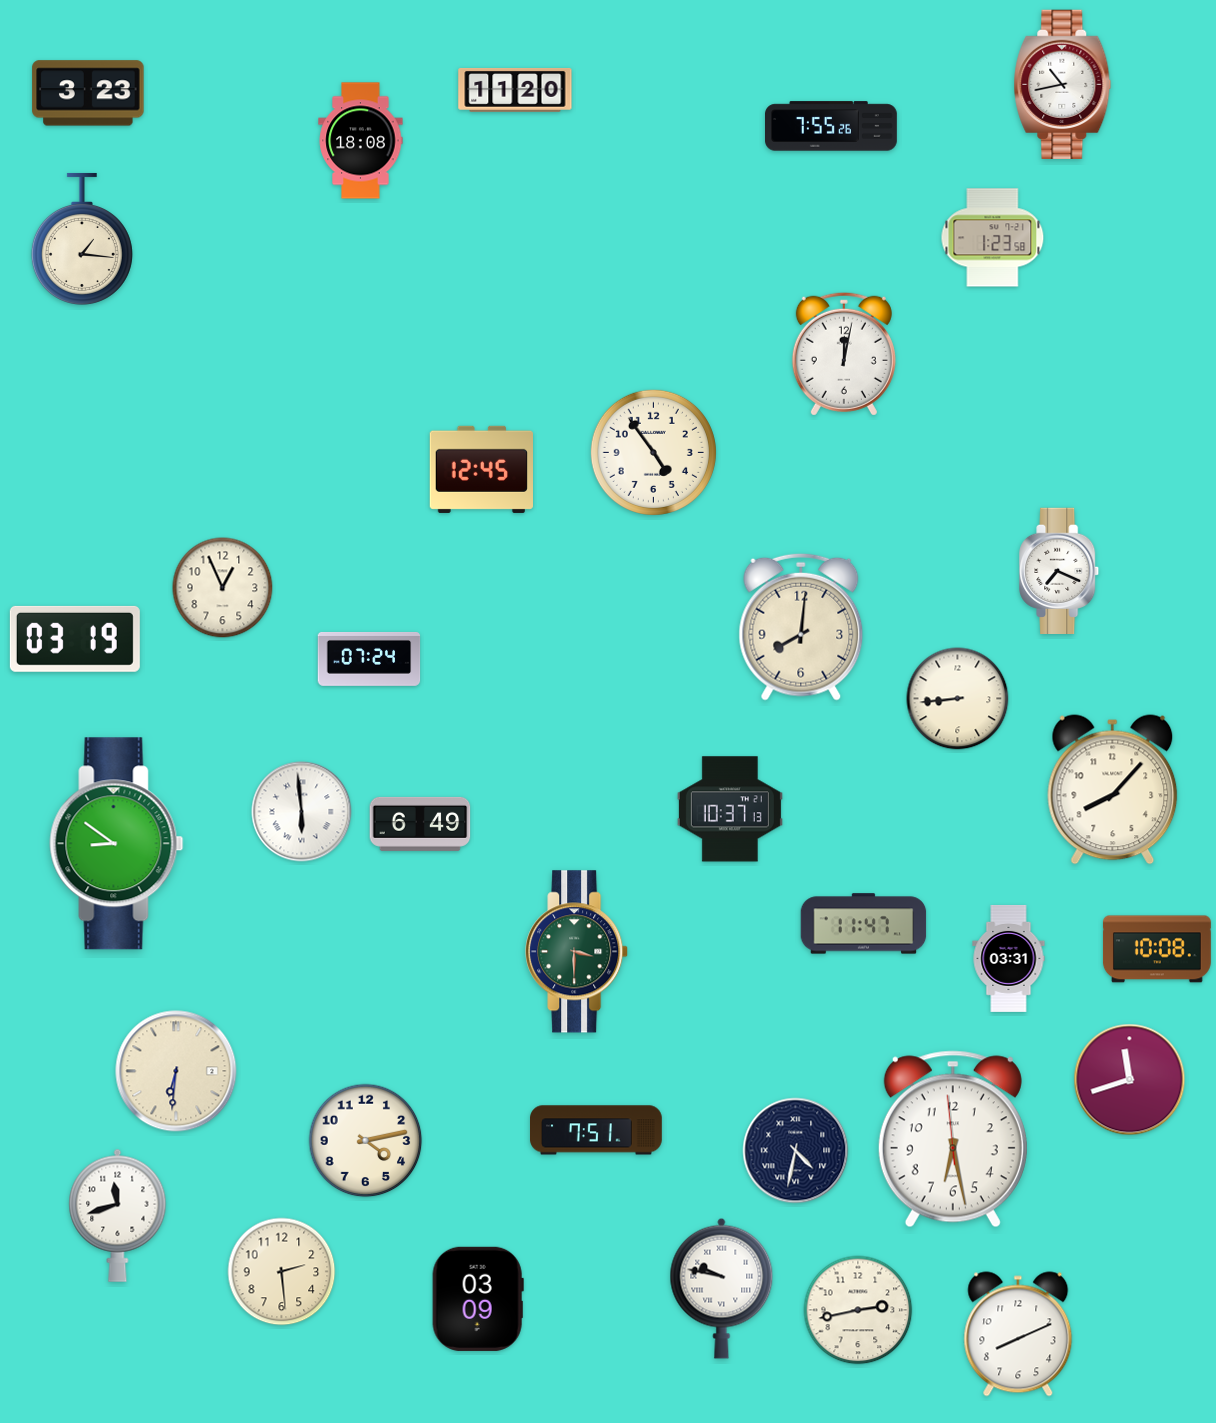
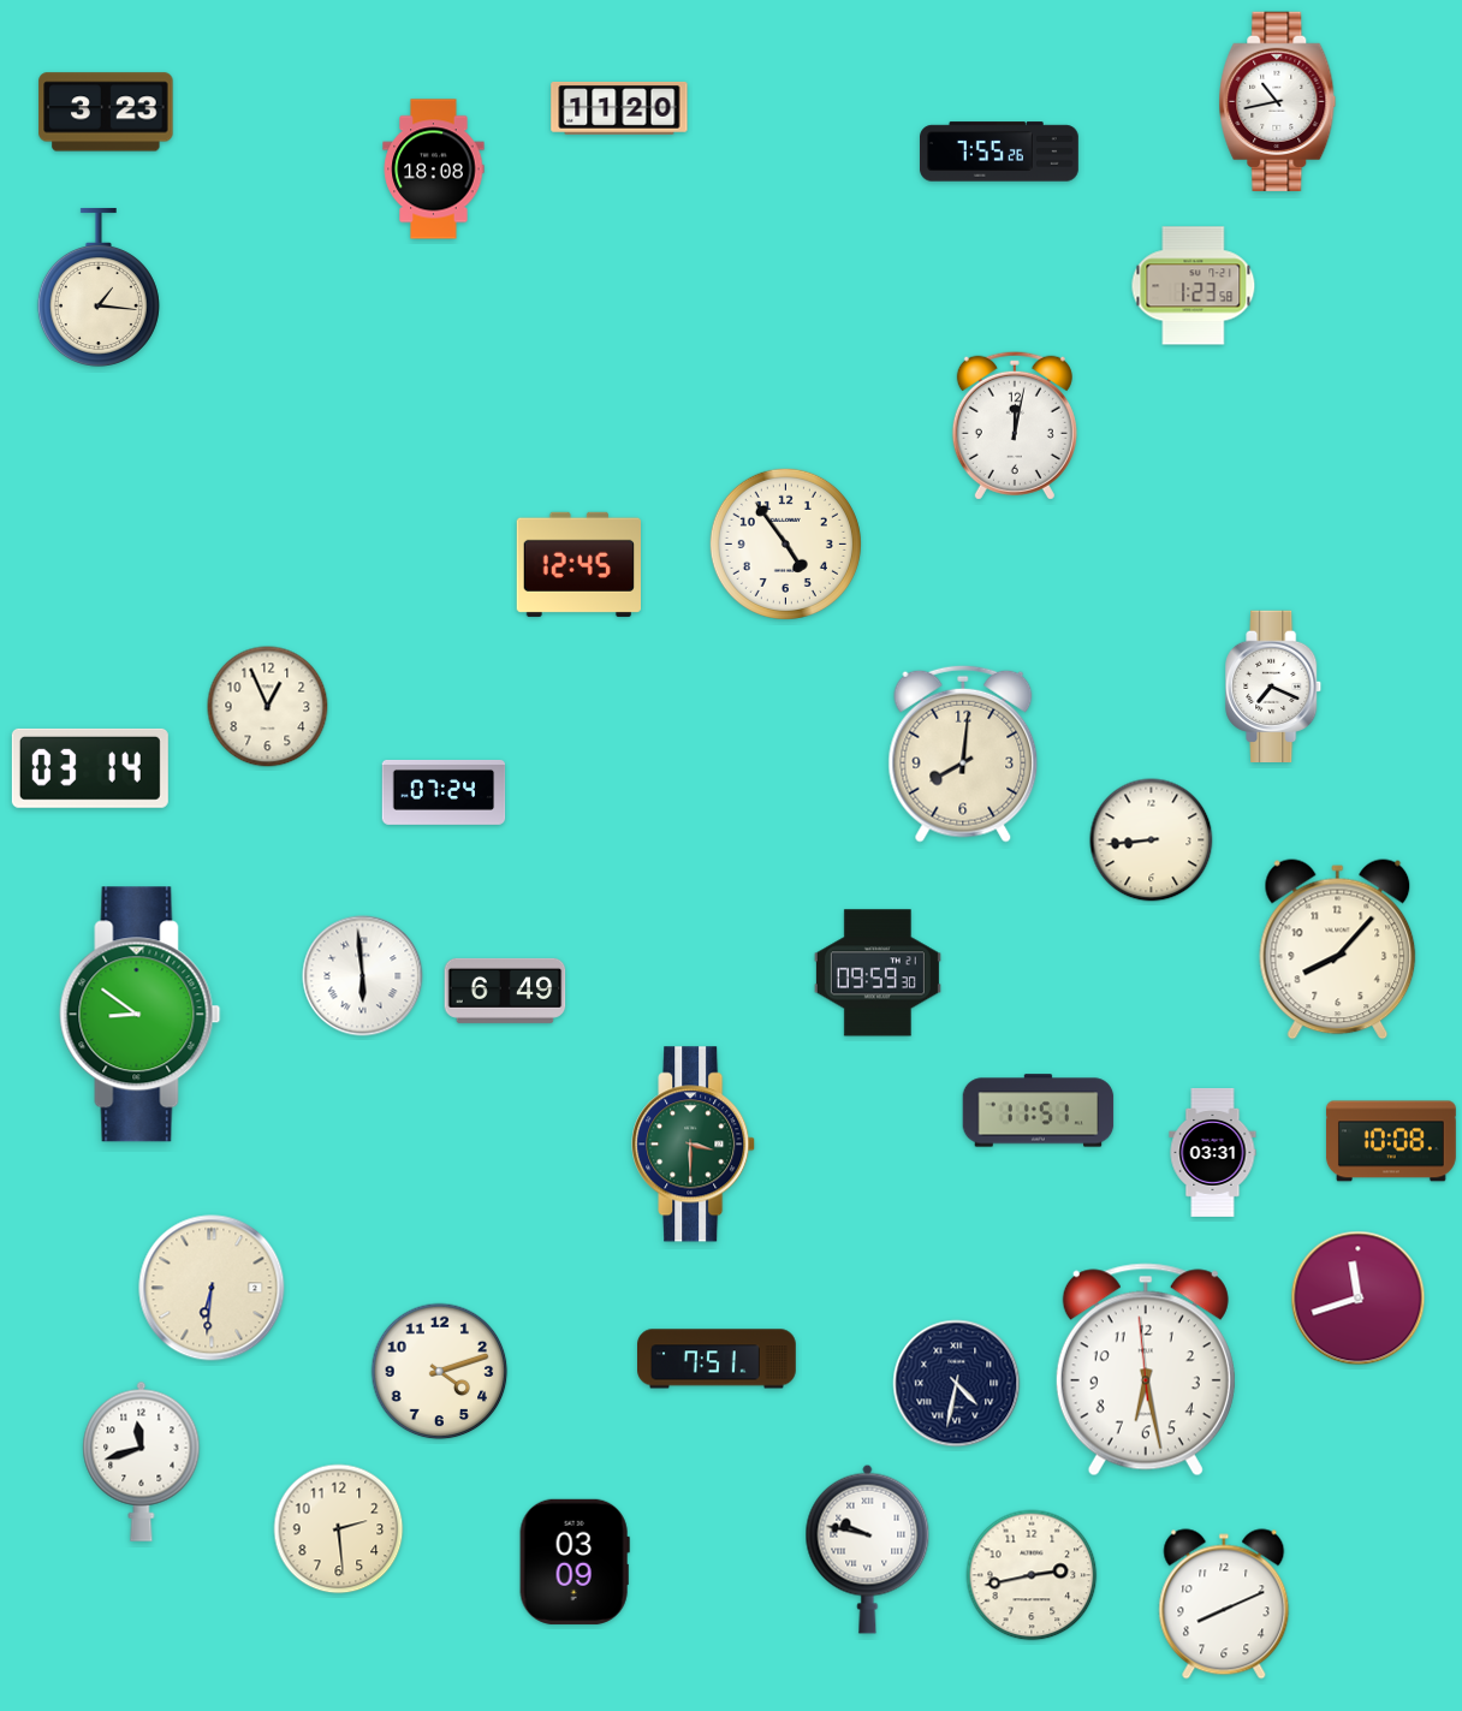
clock at (75, 639): 03:19 -> 03:14
clock at (730, 809): 10:37 -> 09:59
clock at (864, 924): 11:47 -> 11:51
clock at (366, 1141): 4:13 -> 4:12
